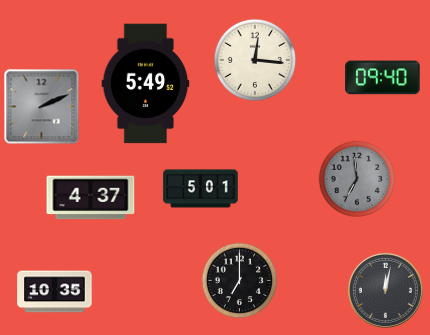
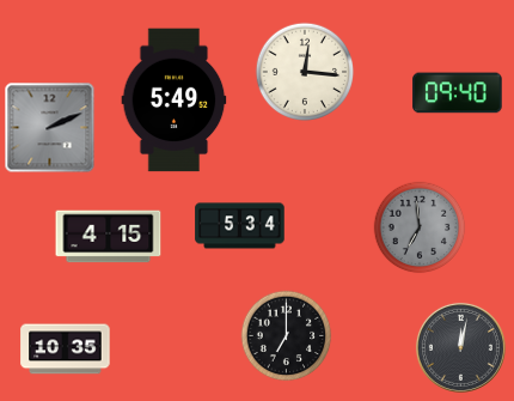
clock at (357, 179) position: (357, 179) -> (420, 227)
clock at (201, 189): 5:01 -> 5:34
clock at (91, 198): 4:37 -> 4:15
